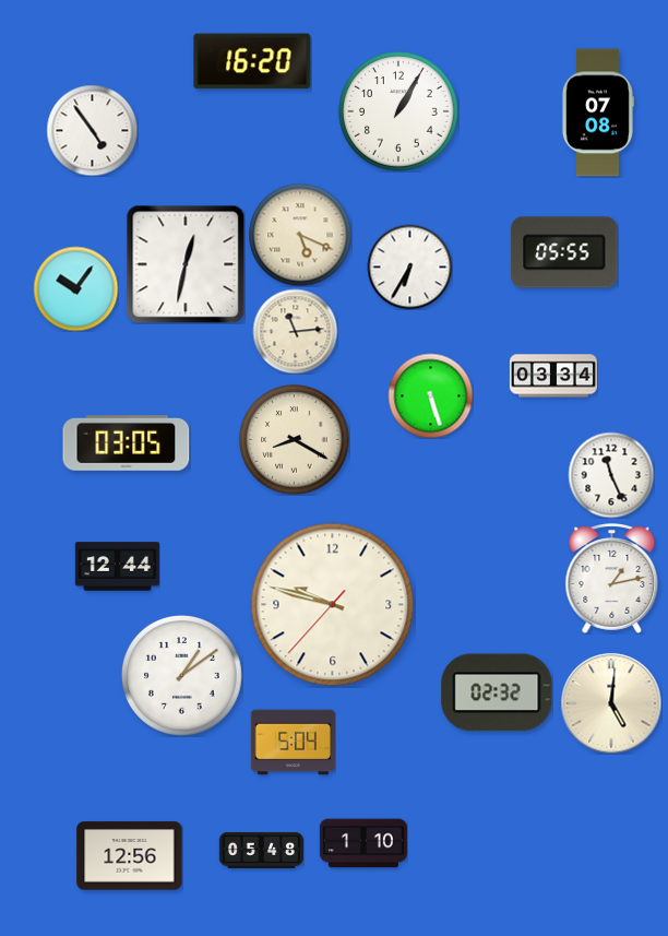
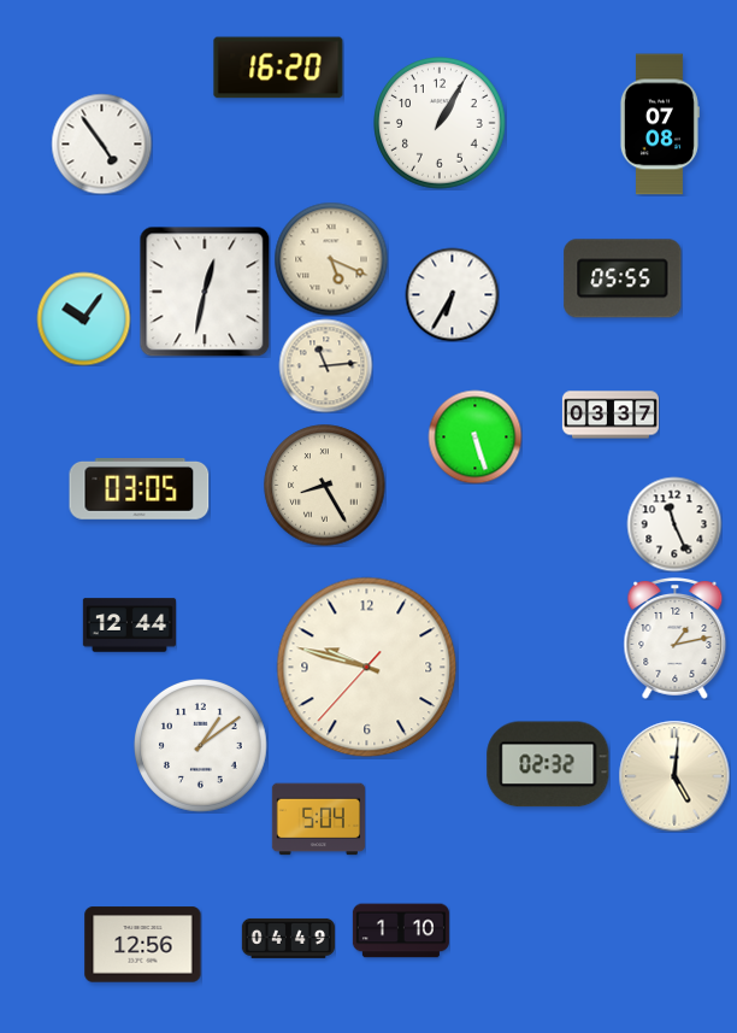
clock at (553, 376): 03:34 -> 03:37
clock at (295, 440): 8:20 -> 8:25
clock at (293, 743) position: (293, 743) -> (318, 820)
clock at (261, 850): 05:48 -> 04:49
